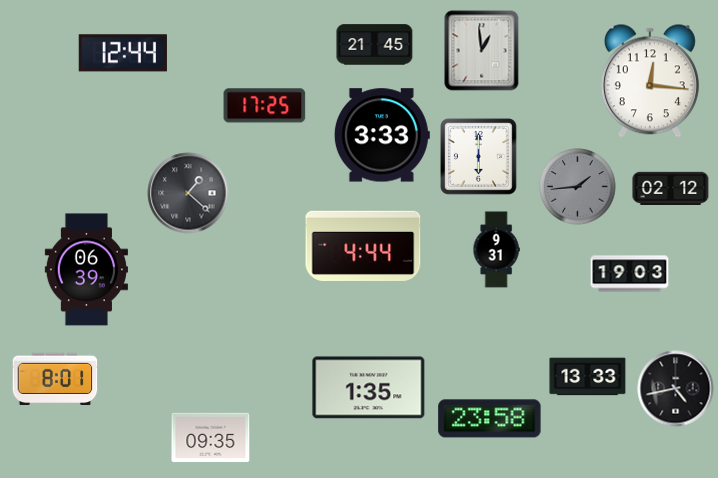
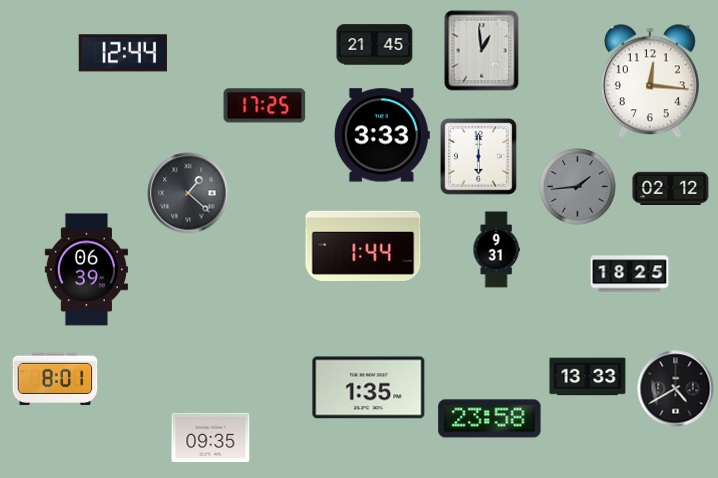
clock at (363, 246): 4:44 -> 1:44
clock at (630, 274): 19:03 -> 18:25
clock at (676, 389): 4:43 -> 4:40
